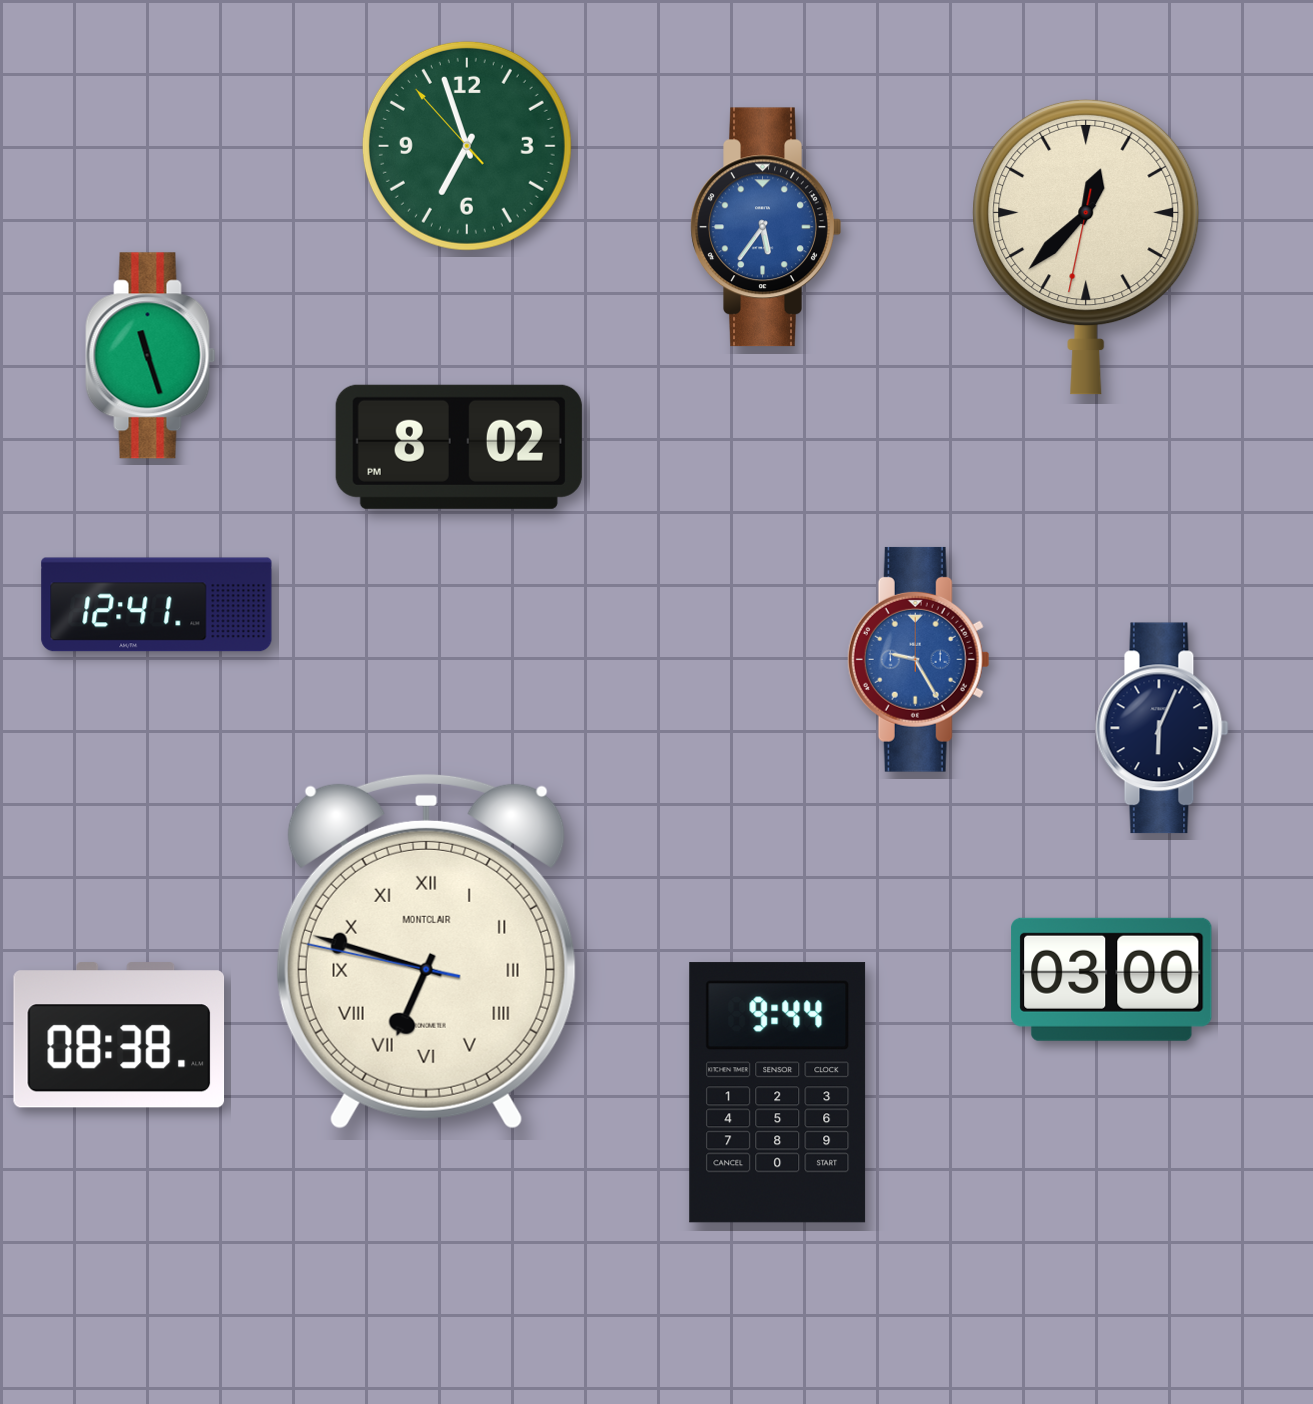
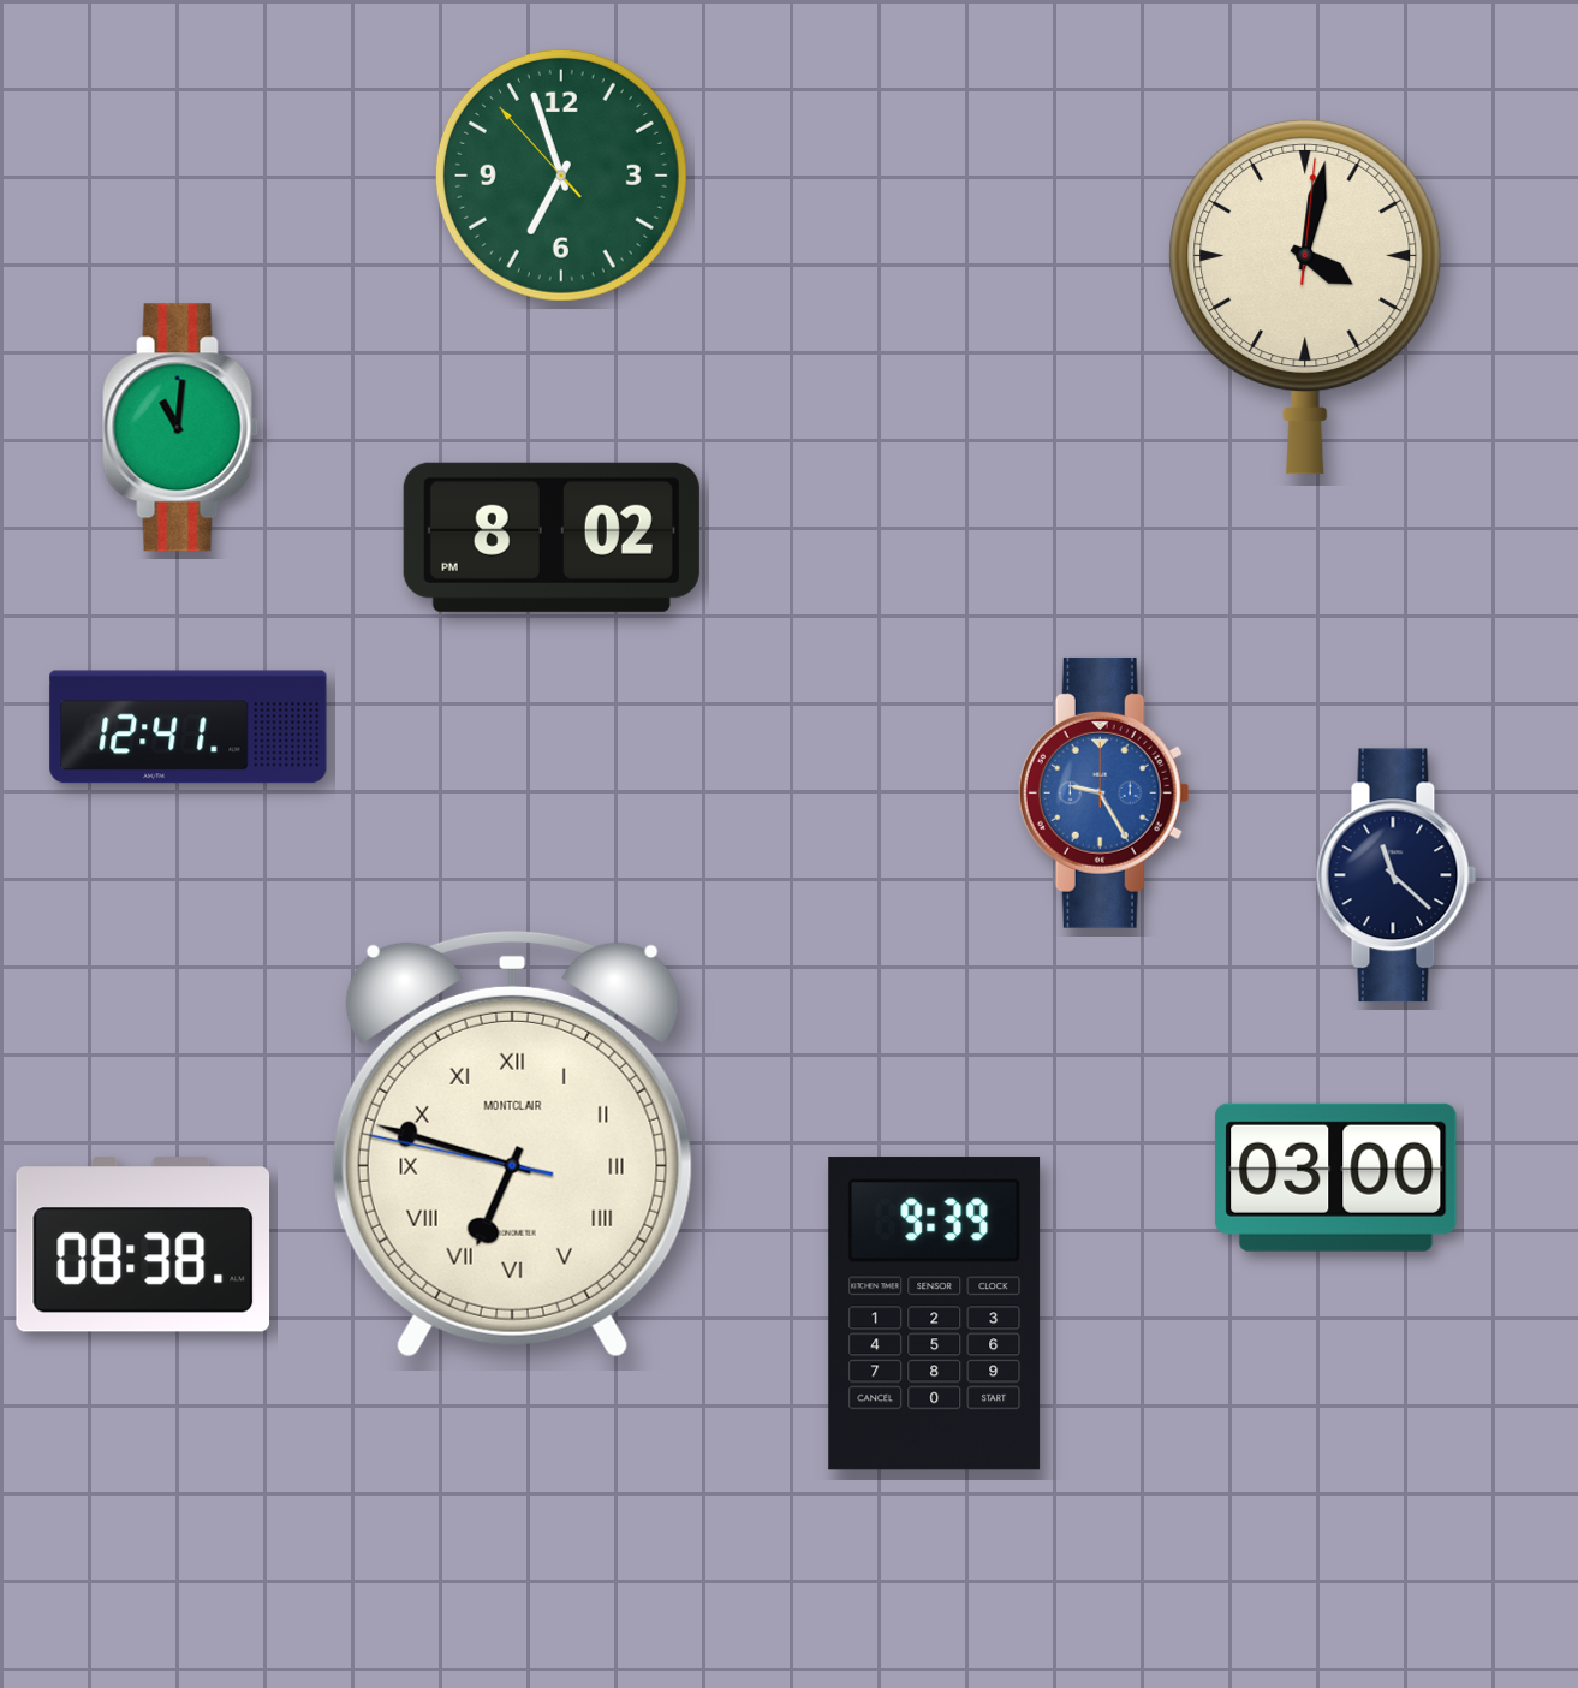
clock at (766, 227): 5:36 -> none
clock at (1086, 247): 12:37 -> 4:02
clock at (151, 356): 11:27 -> 11:01
clock at (1162, 728): 6:04 -> 11:22
clock at (778, 1093): 9:44 -> 9:39
